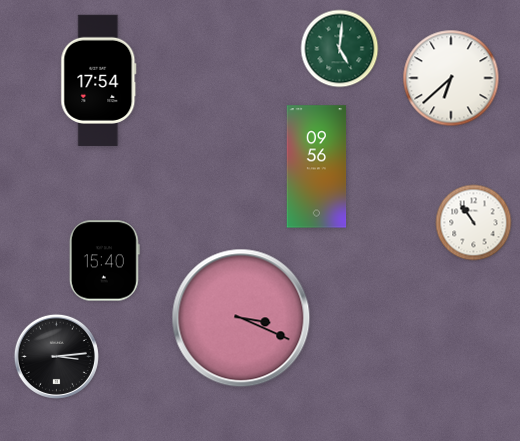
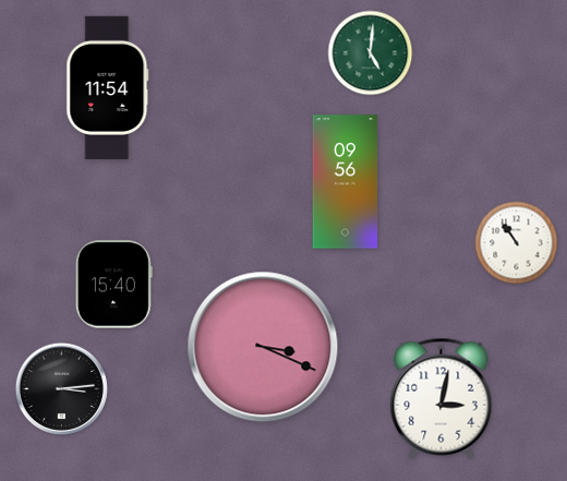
clock at (451, 78): 6:38 -> none
clock at (99, 80): 17:54 -> 11:54
clock at (442, 398): none -> 3:02
